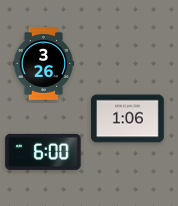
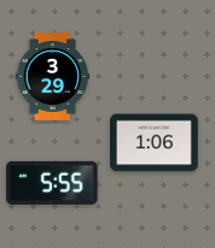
clock at (44, 64): 3:26 -> 3:29
clock at (43, 152): 6:00 -> 5:55
